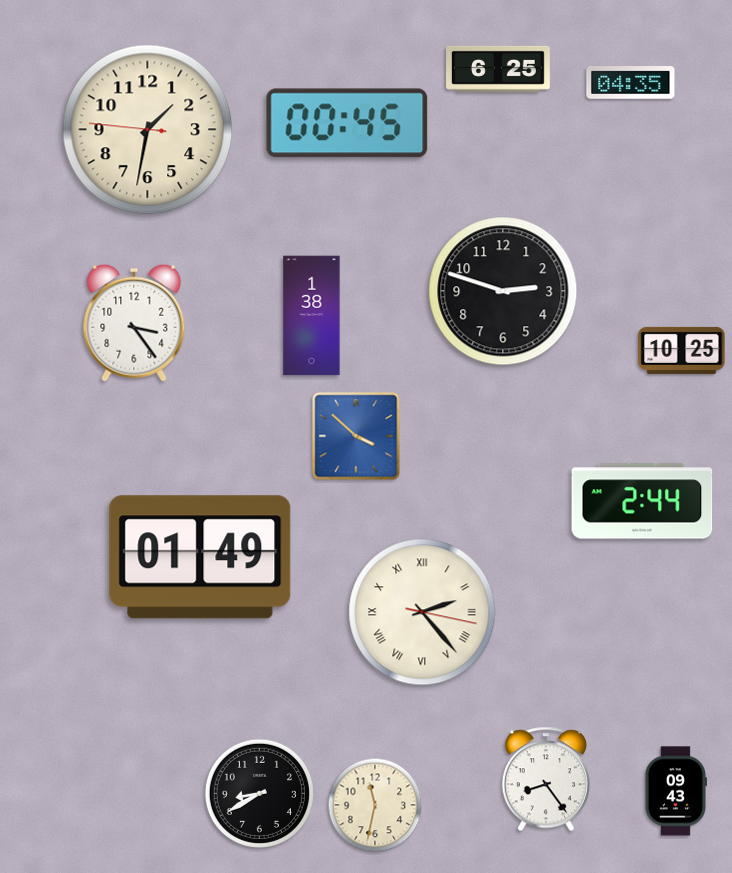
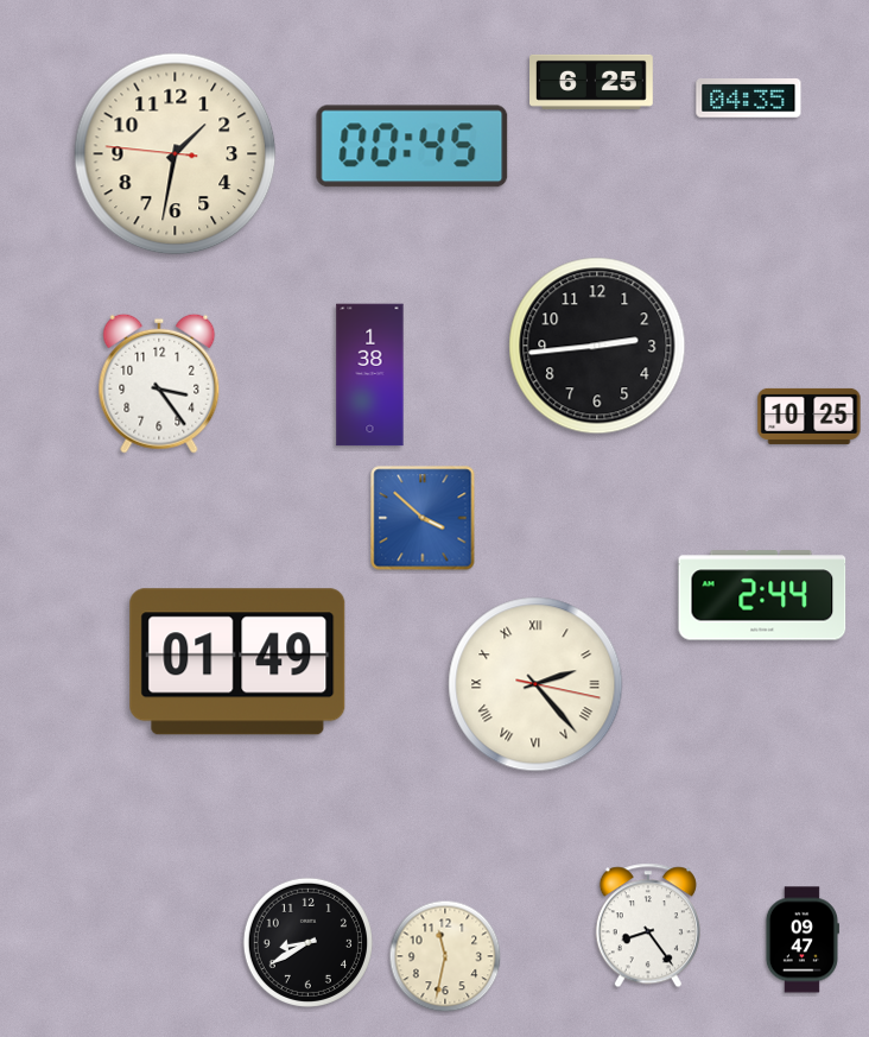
clock at (503, 291): 2:48 -> 2:44
clock at (422, 612) position: (422, 612) -> (535, 684)
clock at (675, 791): 09:43 -> 09:47
